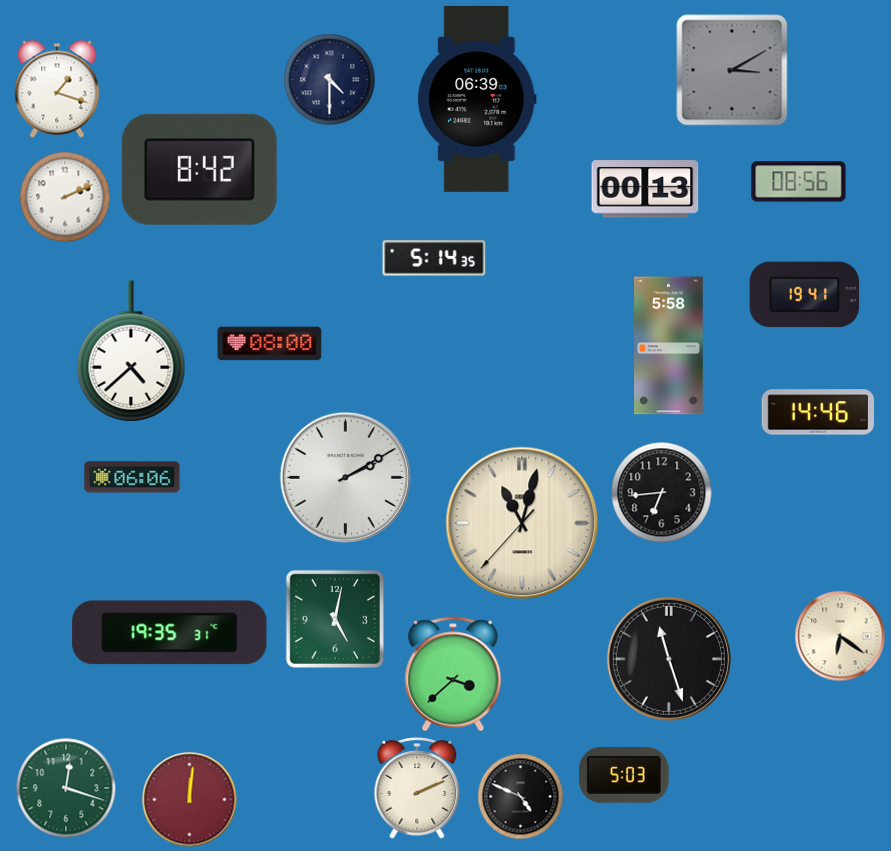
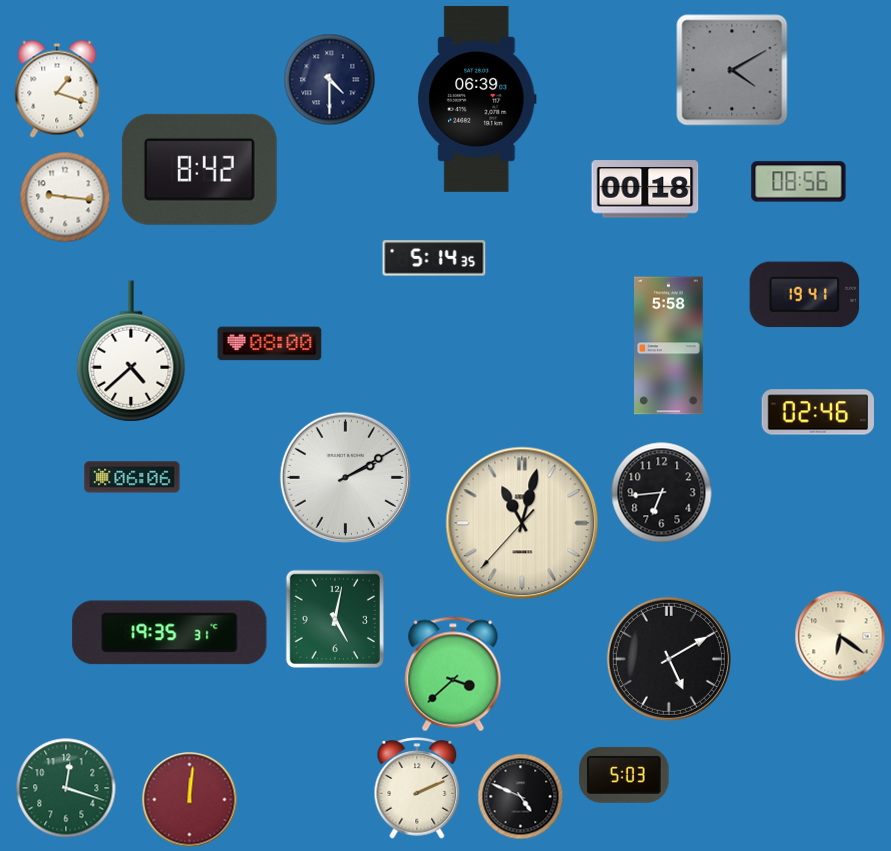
clock at (732, 70): 3:10 -> 4:10
clock at (645, 189): 00:13 -> 00:18
clock at (65, 197): 2:11 -> 9:16
clock at (818, 412): 14:46 -> 02:46
clock at (669, 659): 11:27 -> 5:10
